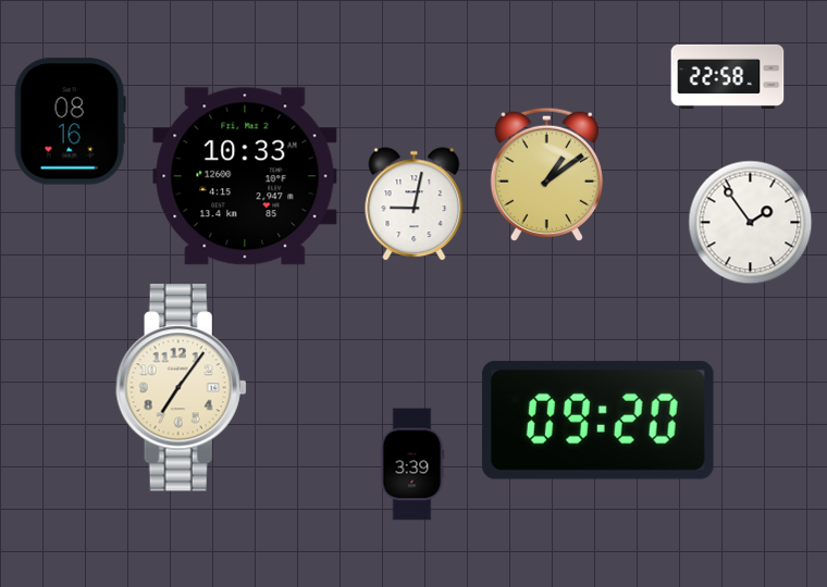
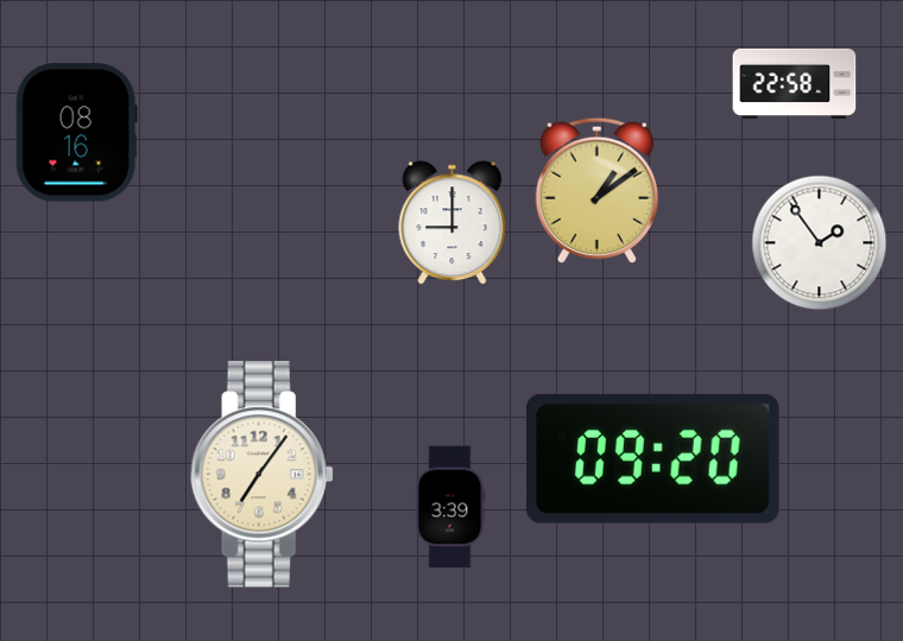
clock at (245, 176): 10:33 -> none
clock at (415, 204): 9:02 -> 9:00
clock at (181, 388) position: (181, 388) -> (261, 475)
